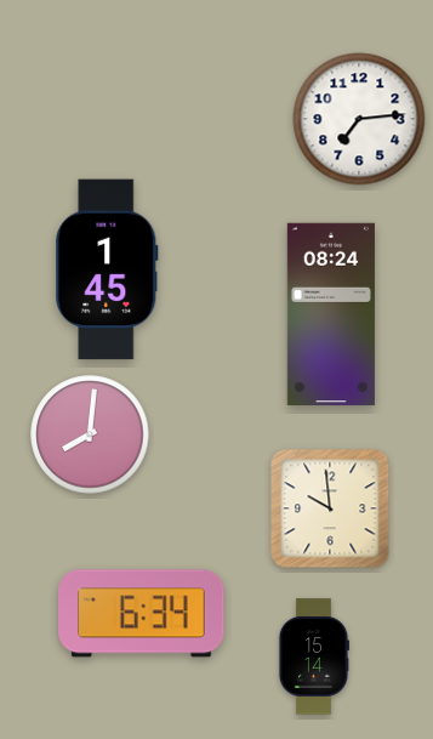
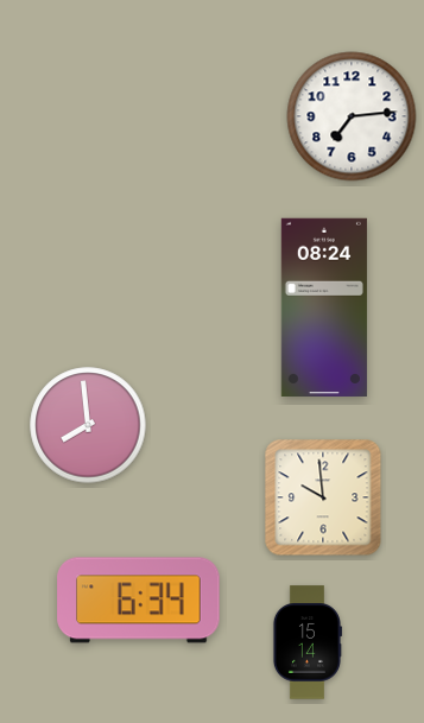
clock at (107, 269): 1:45 -> none
clock at (90, 434): 8:01 -> 7:59
